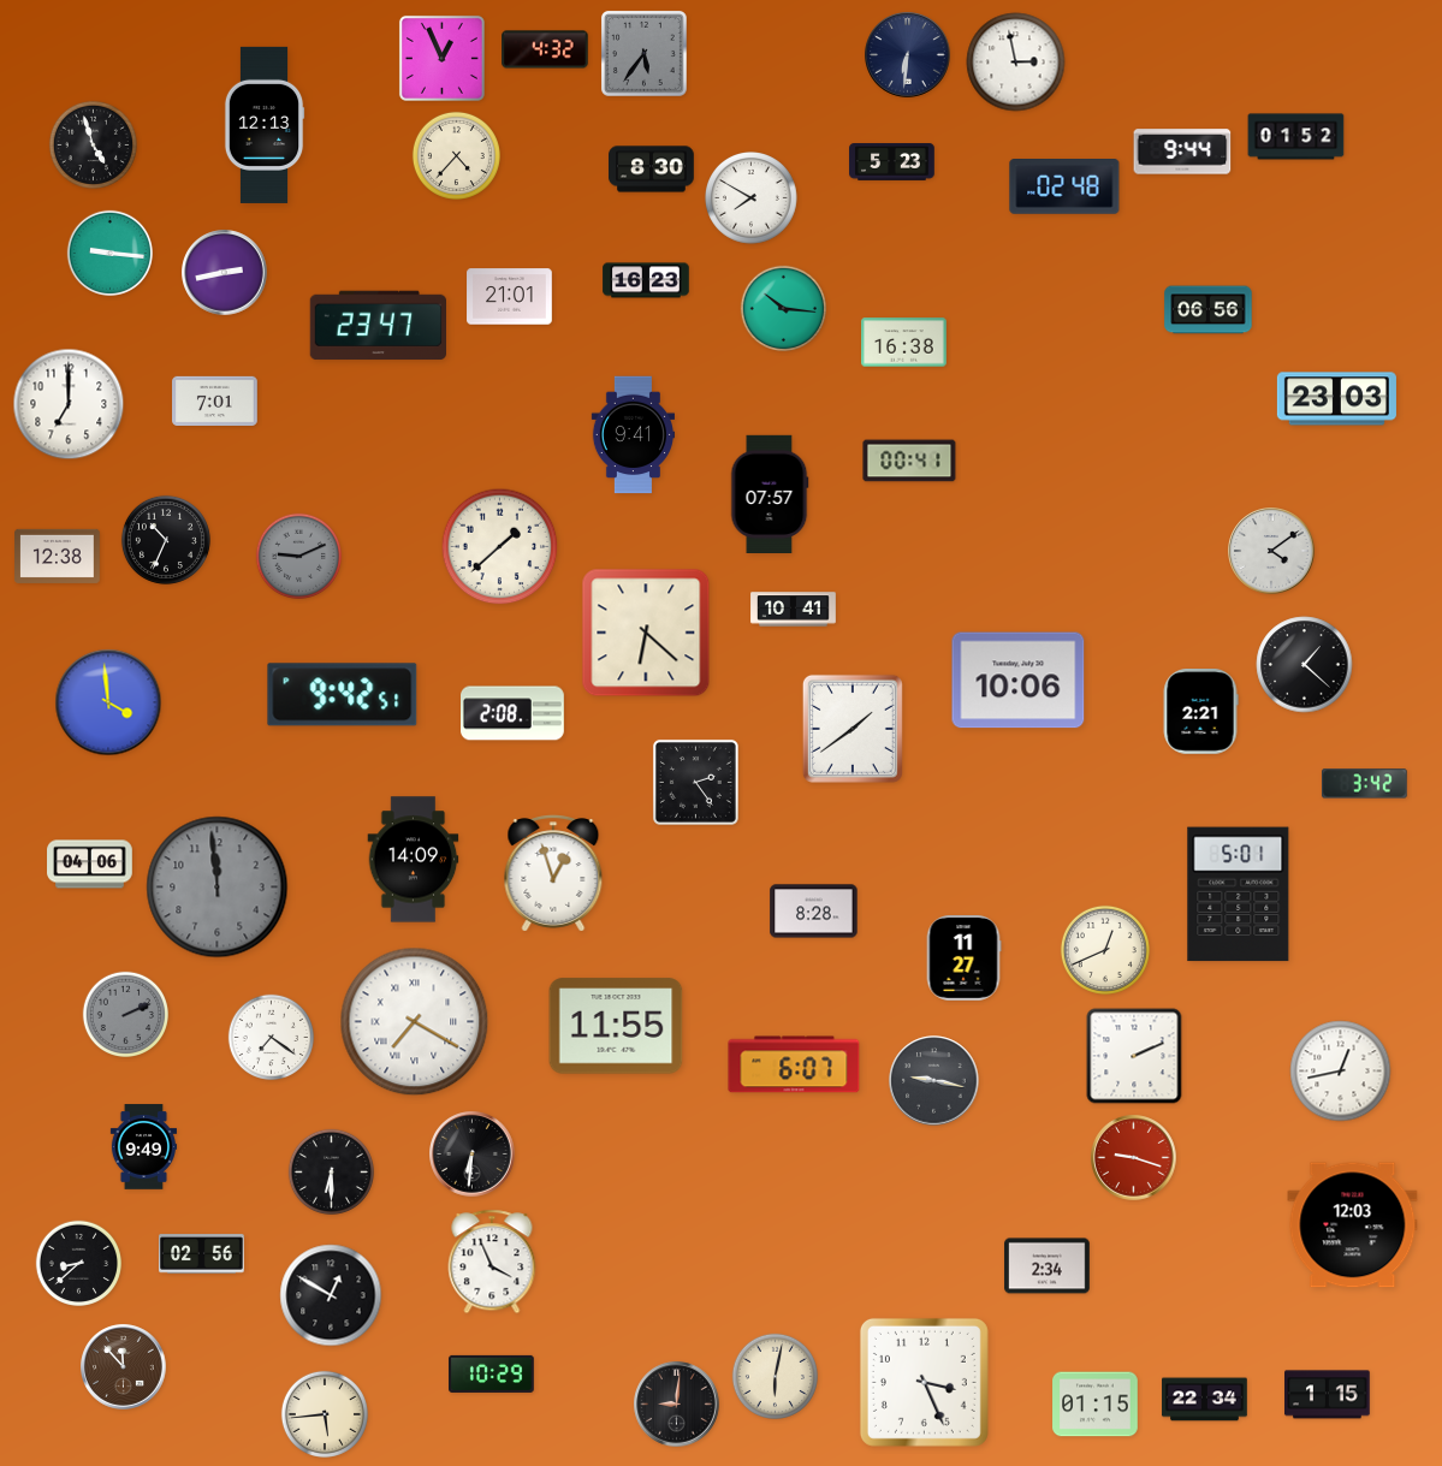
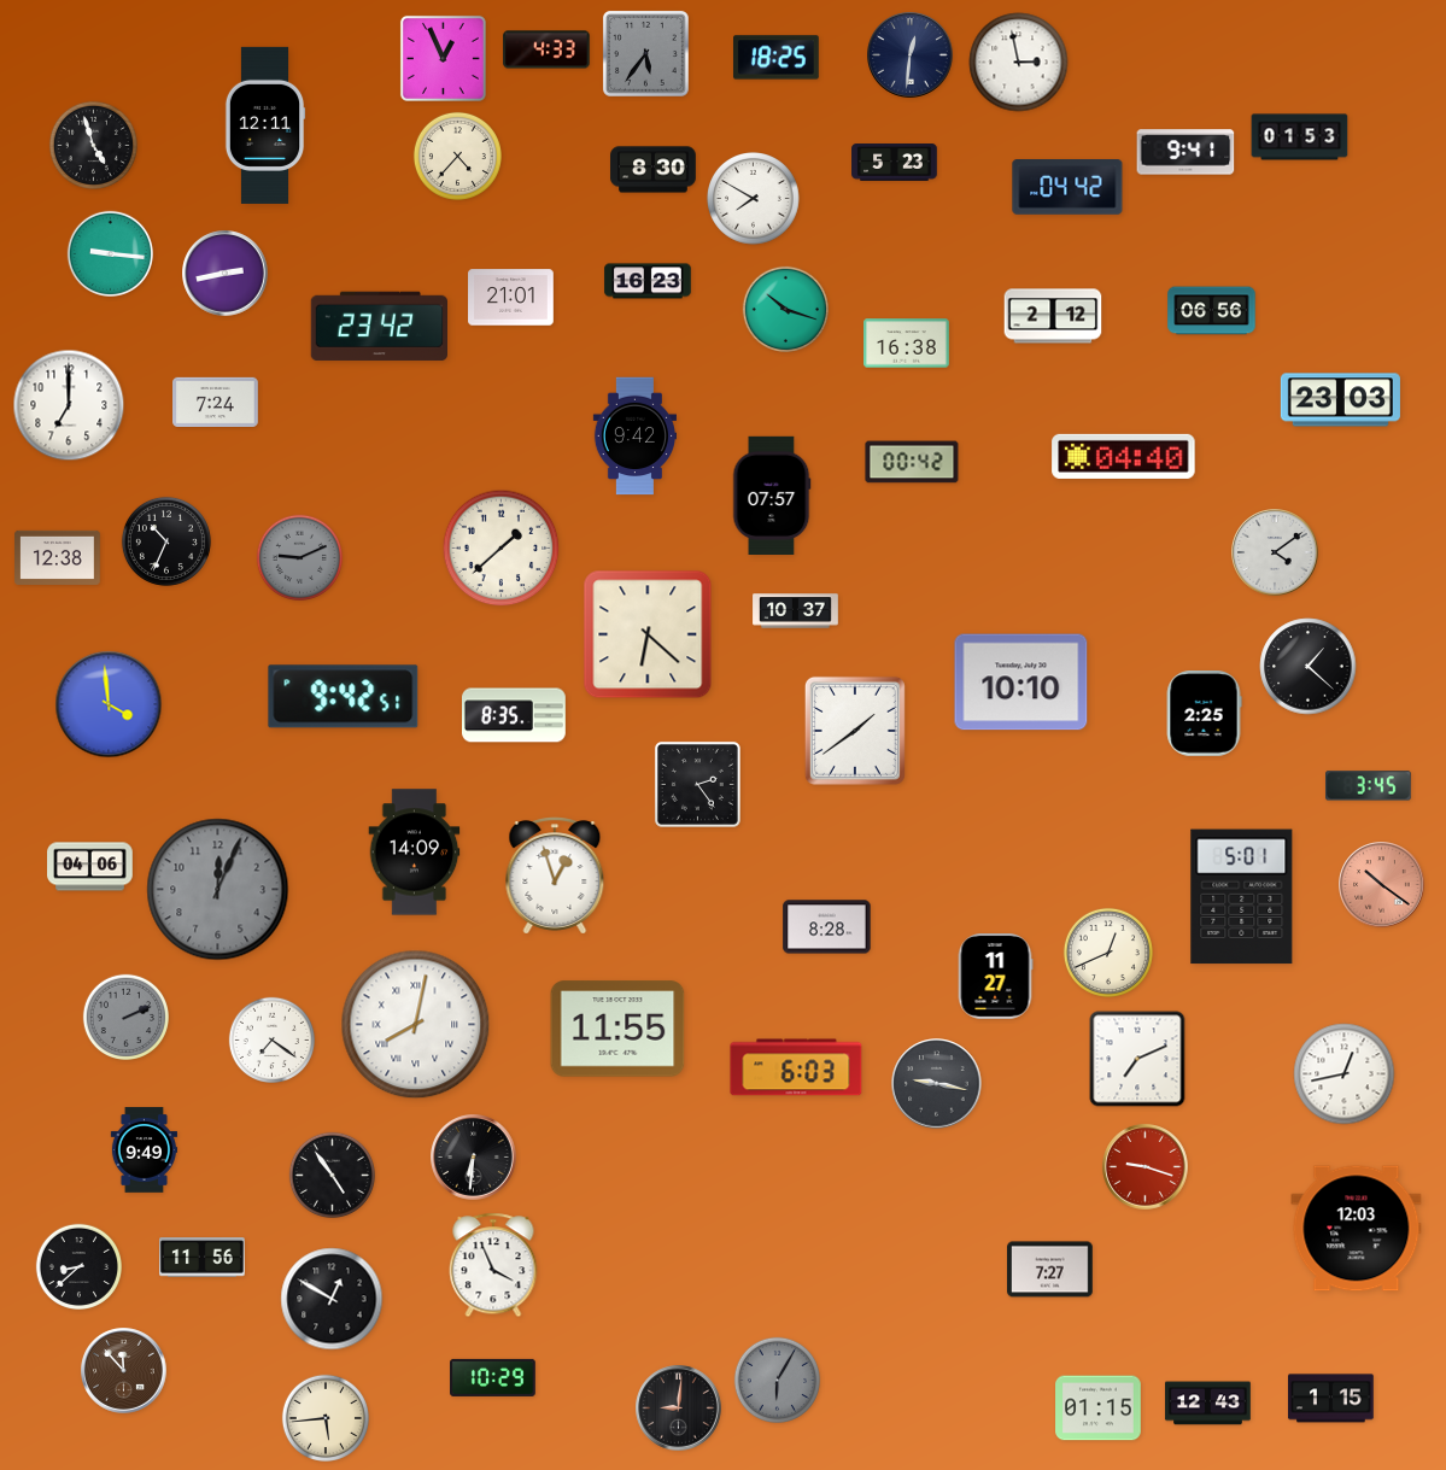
clock at (545, 49): 4:32 -> 4:33
clock at (908, 55): 6:31 -> 12:31
clock at (777, 58): none -> 18:25
clock at (265, 125): 12:13 -> 12:11
clock at (1296, 137): 01:52 -> 01:53
clock at (1182, 152): 9:44 -> 9:41
clock at (1064, 188): 02:48 -> 04:42
clock at (784, 309): 10:16 -> 10:18
clock at (1053, 316): none -> 2:12
clock at (378, 326): 23:47 -> 23:42
clock at (215, 400): 7:01 -> 7:24
clock at (633, 435): 9:41 -> 9:42
clock at (1124, 456): none -> 04:40
clock at (909, 461): 00:41 -> 00:42
clock at (794, 610): 10:41 -> 10:37
clock at (1019, 681): 10:06 -> 10:10
clock at (1200, 712): 2:21 -> 2:25
clock at (514, 713): 2:08 -> 8:35
clock at (1365, 784): 3:42 -> 3:45
clock at (414, 860) position: (414, 860) -> (415, 853)
clock at (1382, 885): none -> 10:21
clock at (218, 888): 11:59 -> 12:04
clock at (814, 912) position: (814, 912) -> (827, 927)
clock at (963, 958) position: (963, 958) -> (995, 977)
clock at (415, 1022): 7:20 -> 8:02
clock at (1134, 1056): 2:11 -> 7:11
clock at (794, 1064): 6:07 -> 6:03
clock at (1134, 1158) position: (1134, 1158) -> (1146, 1167)
clock at (332, 1173): 6:30 -> 4:54
clock at (202, 1254): 02:56 -> 11:56
clock at (1048, 1266): 2:34 -> 7:27
clock at (776, 1377): 6:02 -> 6:05
clock at (776, 1377) dial: cream -> grey
clock at (924, 1382): 3:26 -> none
clock at (1205, 1400): 22:34 -> 12:43
